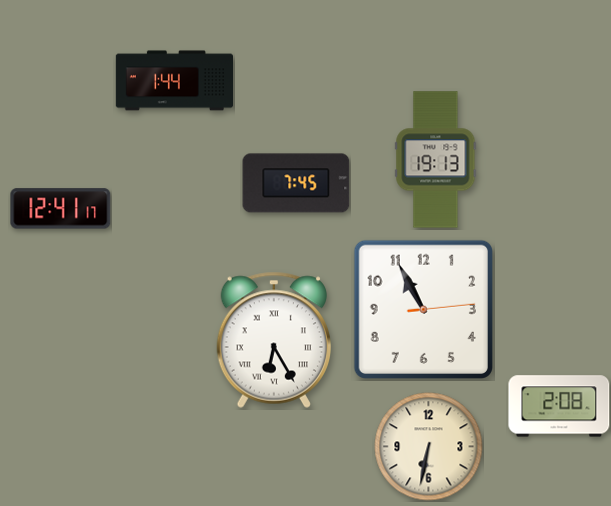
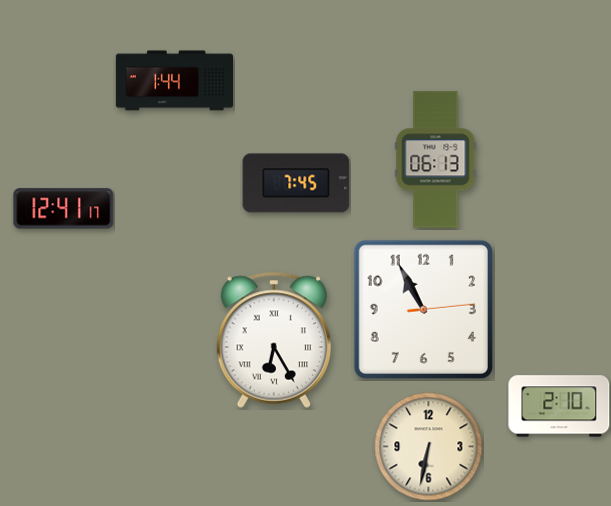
clock at (436, 160): 19:13 -> 06:13
clock at (61, 209) position: (61, 209) -> (64, 209)
clock at (559, 406): 2:08 -> 2:10
